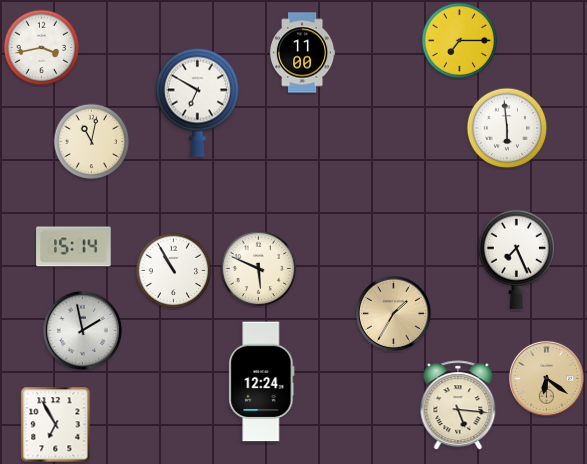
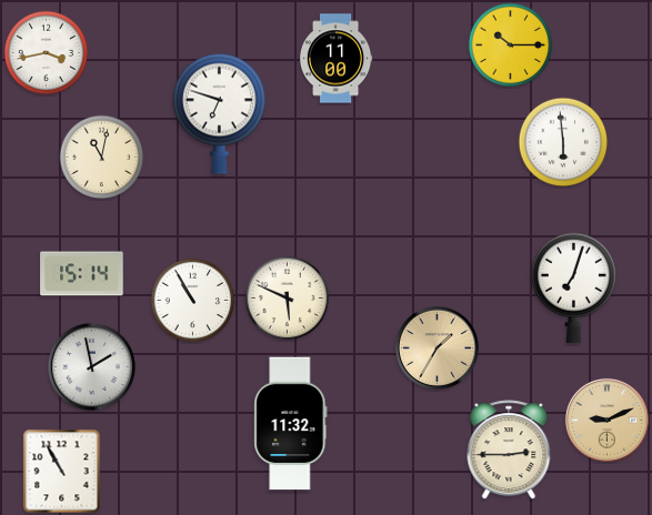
clock at (460, 41): 7:15 -> 10:15
clock at (197, 102): 6:50 -> 6:48
clock at (516, 259): 7:26 -> 7:03
clock at (546, 378): 6:21 -> 9:11
clock at (262, 382): 12:24 -> 11:32
clock at (458, 406): 5:16 -> 2:45
clock at (56, 425): 6:55 -> 10:55
